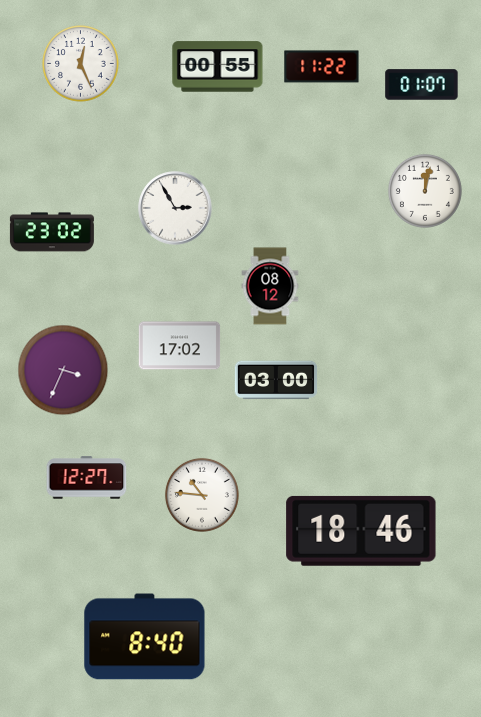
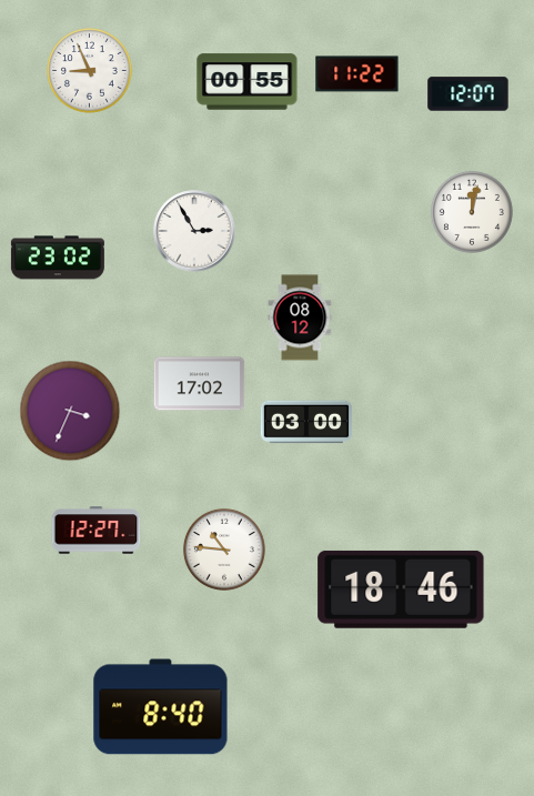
clock at (81, 64): 12:26 -> 8:56
clock at (218, 67) position: (218, 67) -> (248, 82)
clock at (422, 85): 01:07 -> 12:07
